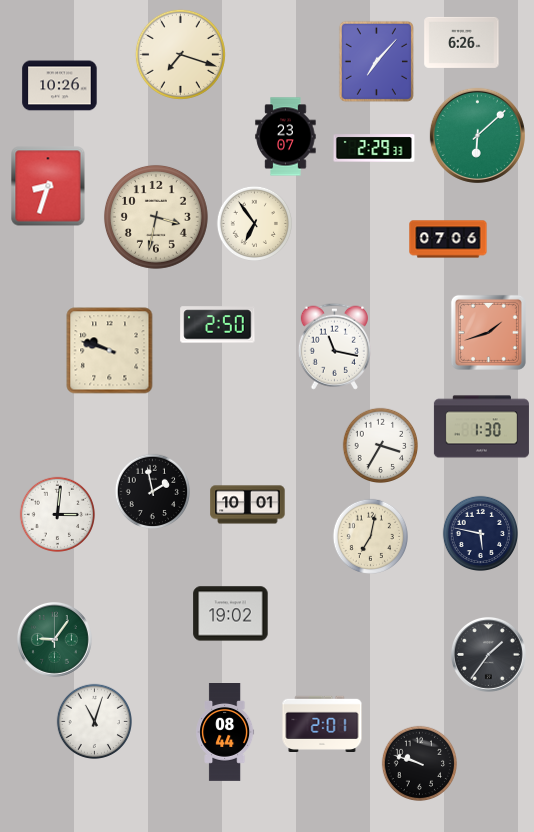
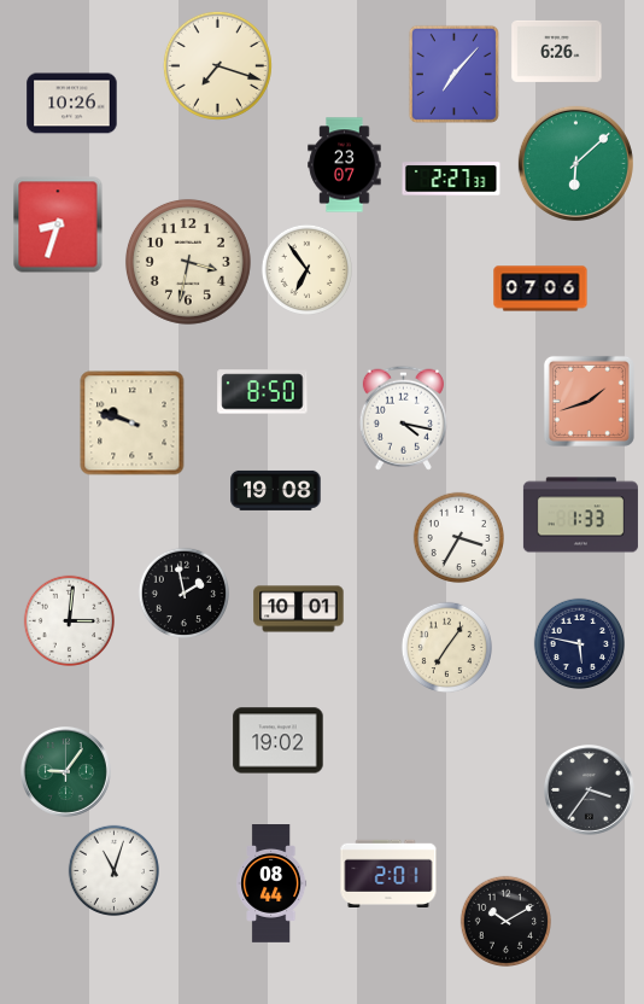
clock at (374, 148): 2:29 -> 2:27
clock at (218, 325): 2:50 -> 8:50
clock at (334, 346): 11:17 -> 4:17
clock at (276, 490): none -> 19:08
clock at (481, 427): 1:30 -> 1:33
clock at (370, 536): 7:02 -> 7:06
clock at (489, 655): 1:36 -> 3:36
clock at (419, 763): 9:48 -> 10:10
